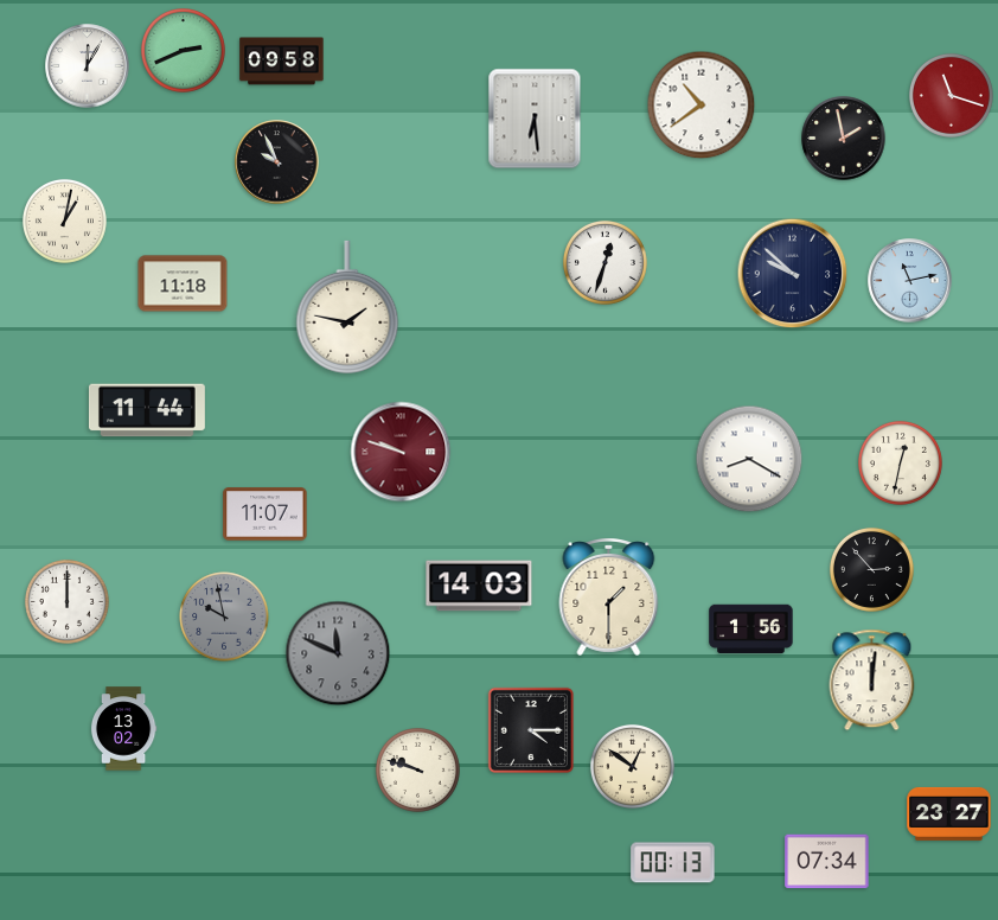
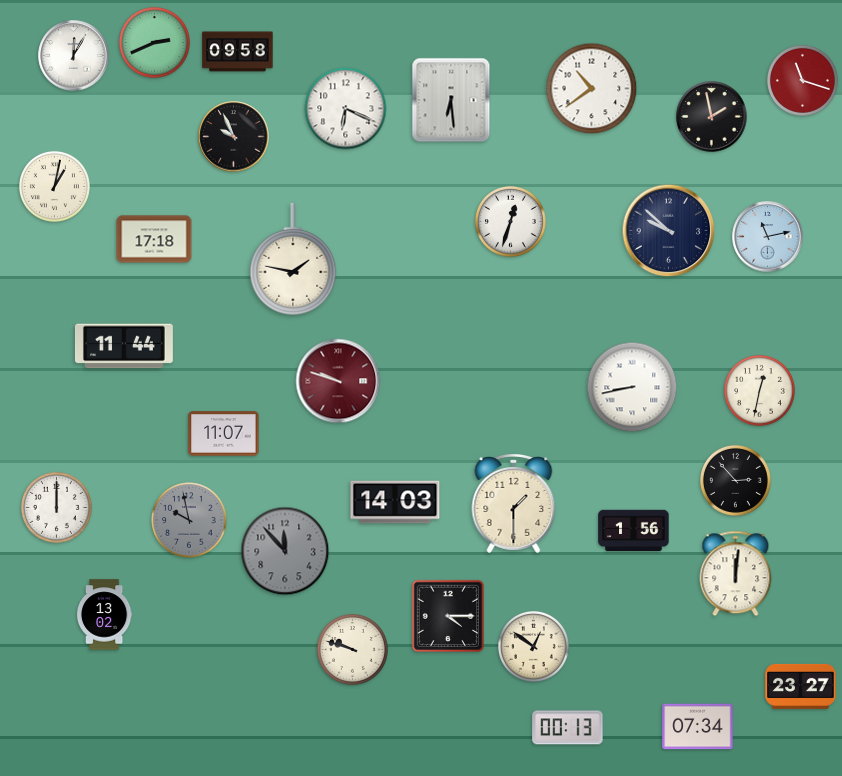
clock at (346, 109): none -> 6:19
clock at (183, 283): 11:18 -> 17:18
clock at (749, 459): 8:20 -> 8:43
clock at (479, 586) position: (479, 586) -> (395, 502)
clock at (338, 653): 11:49 -> 11:53
